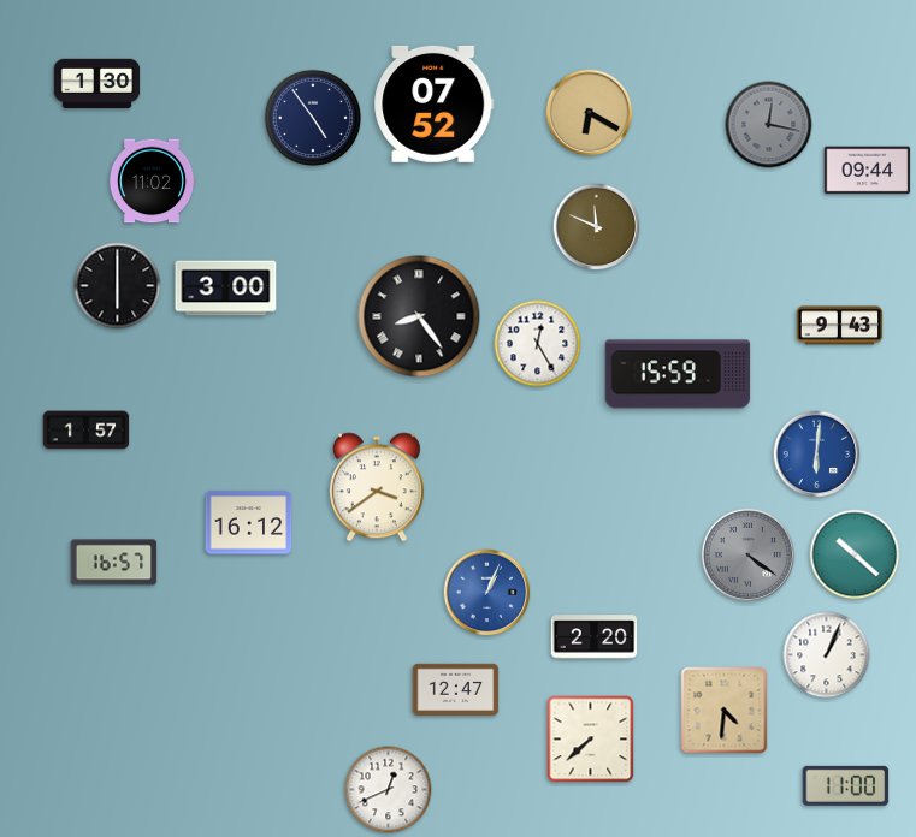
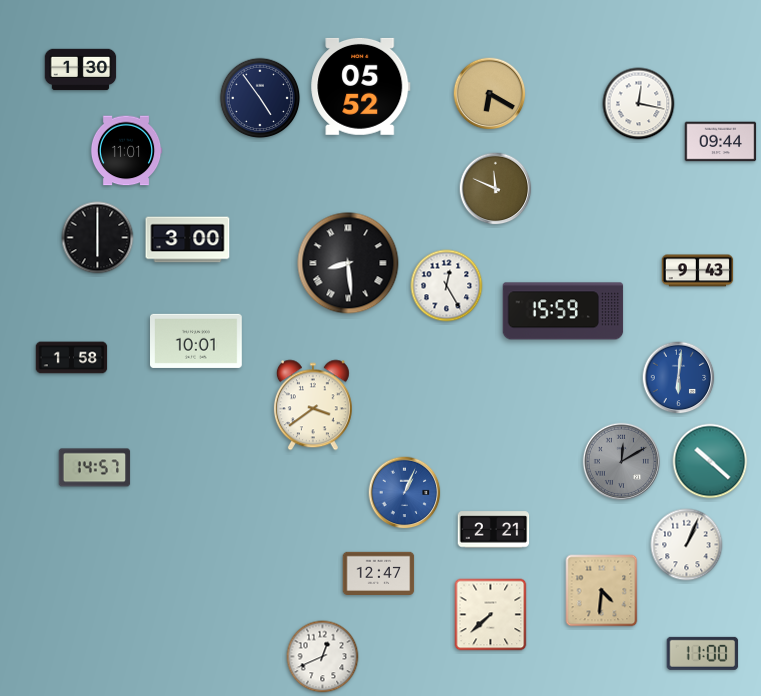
clock at (435, 103): 07:52 -> 05:52
clock at (769, 125) dial: grey -> white
clock at (152, 182): 11:02 -> 11:01
clock at (419, 316): 8:24 -> 8:29
clock at (197, 341): none -> 10:01
clock at (87, 431): 1:57 -> 1:58
clock at (249, 523): 16:12 -> none
clock at (747, 554): 4:21 -> 12:10
clock at (114, 563): 16:57 -> 14:57
clock at (595, 637): 2:20 -> 2:21
